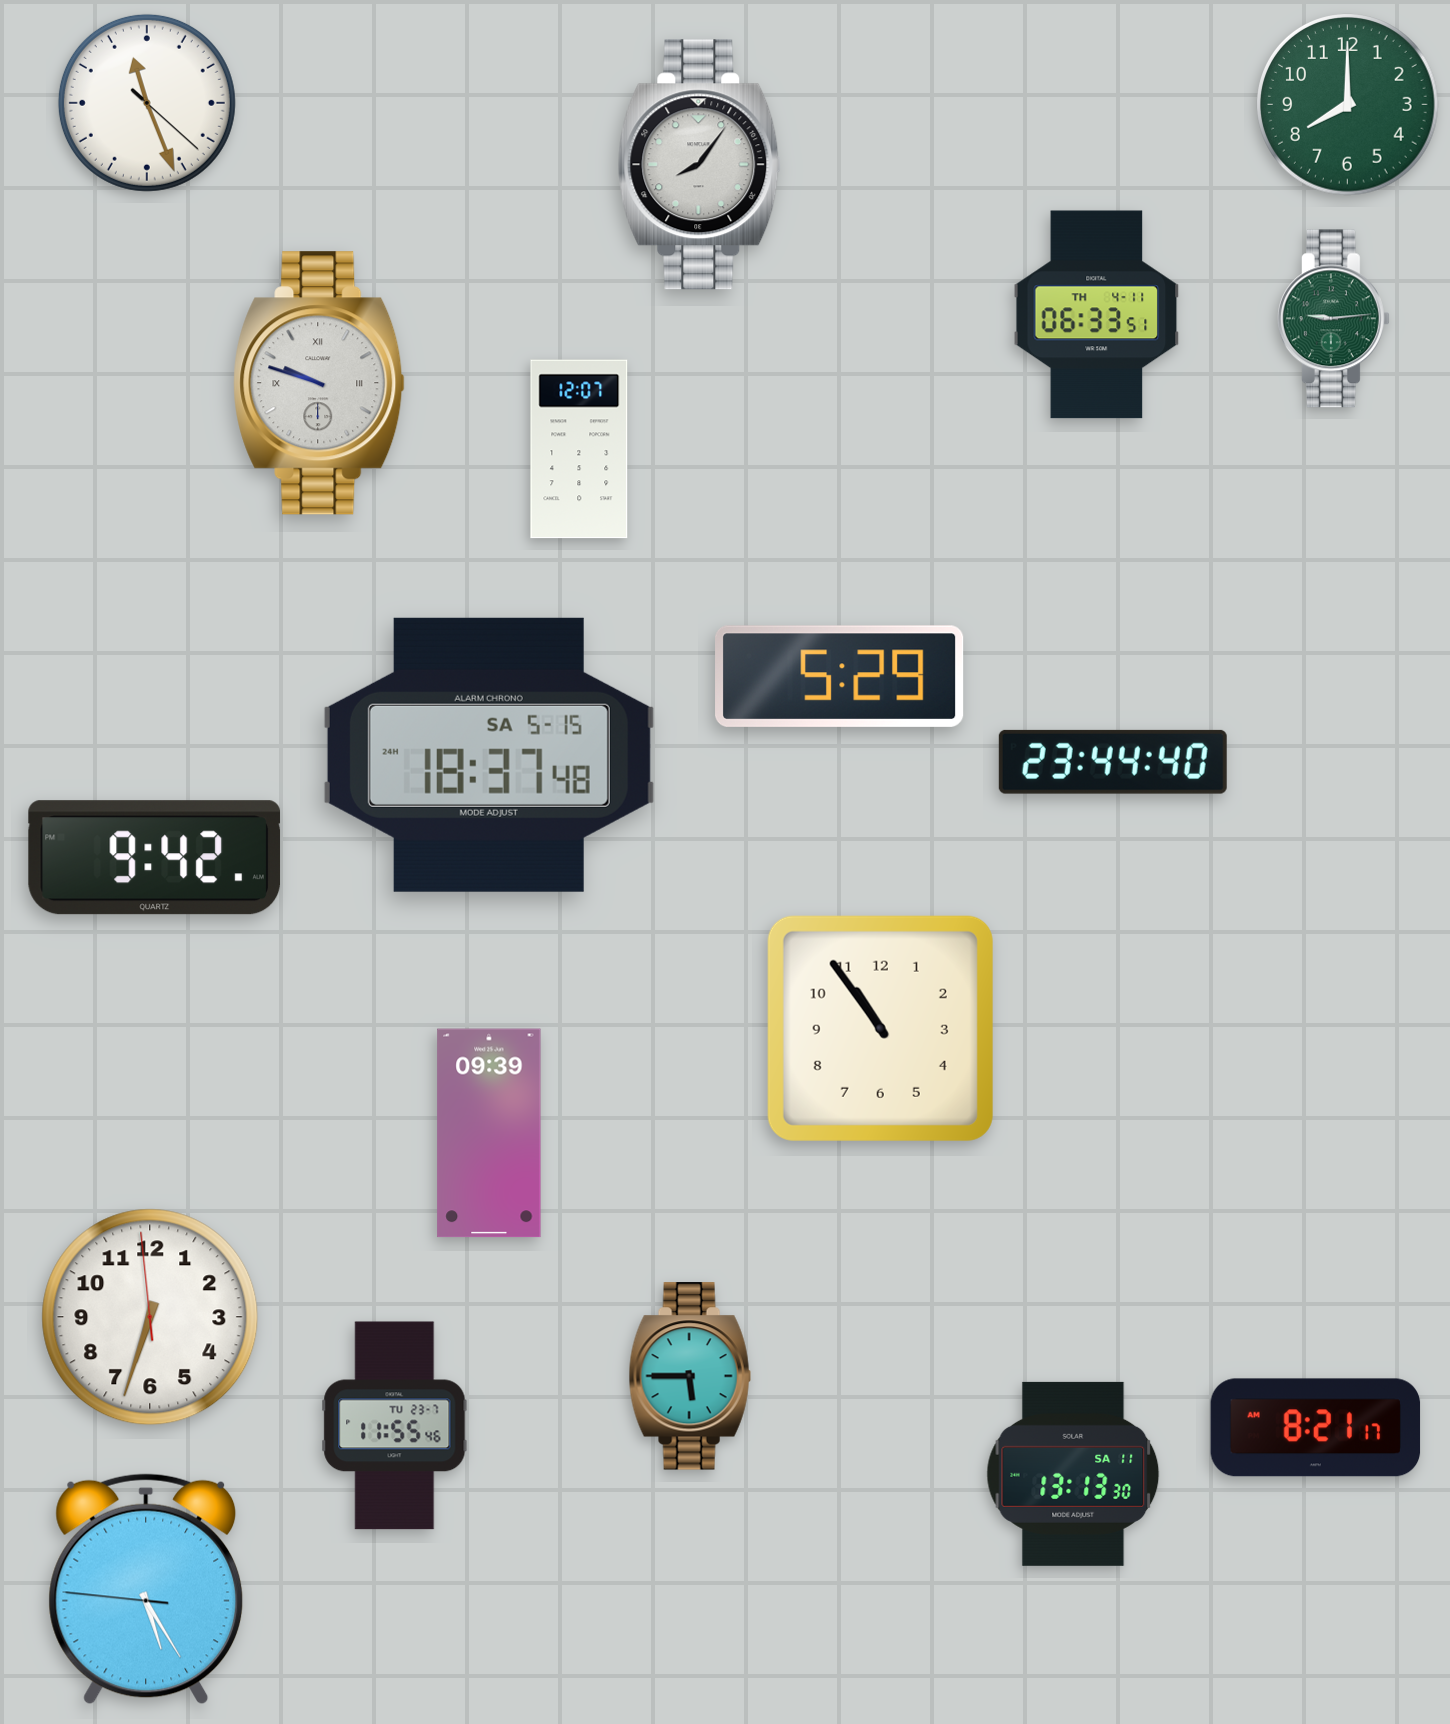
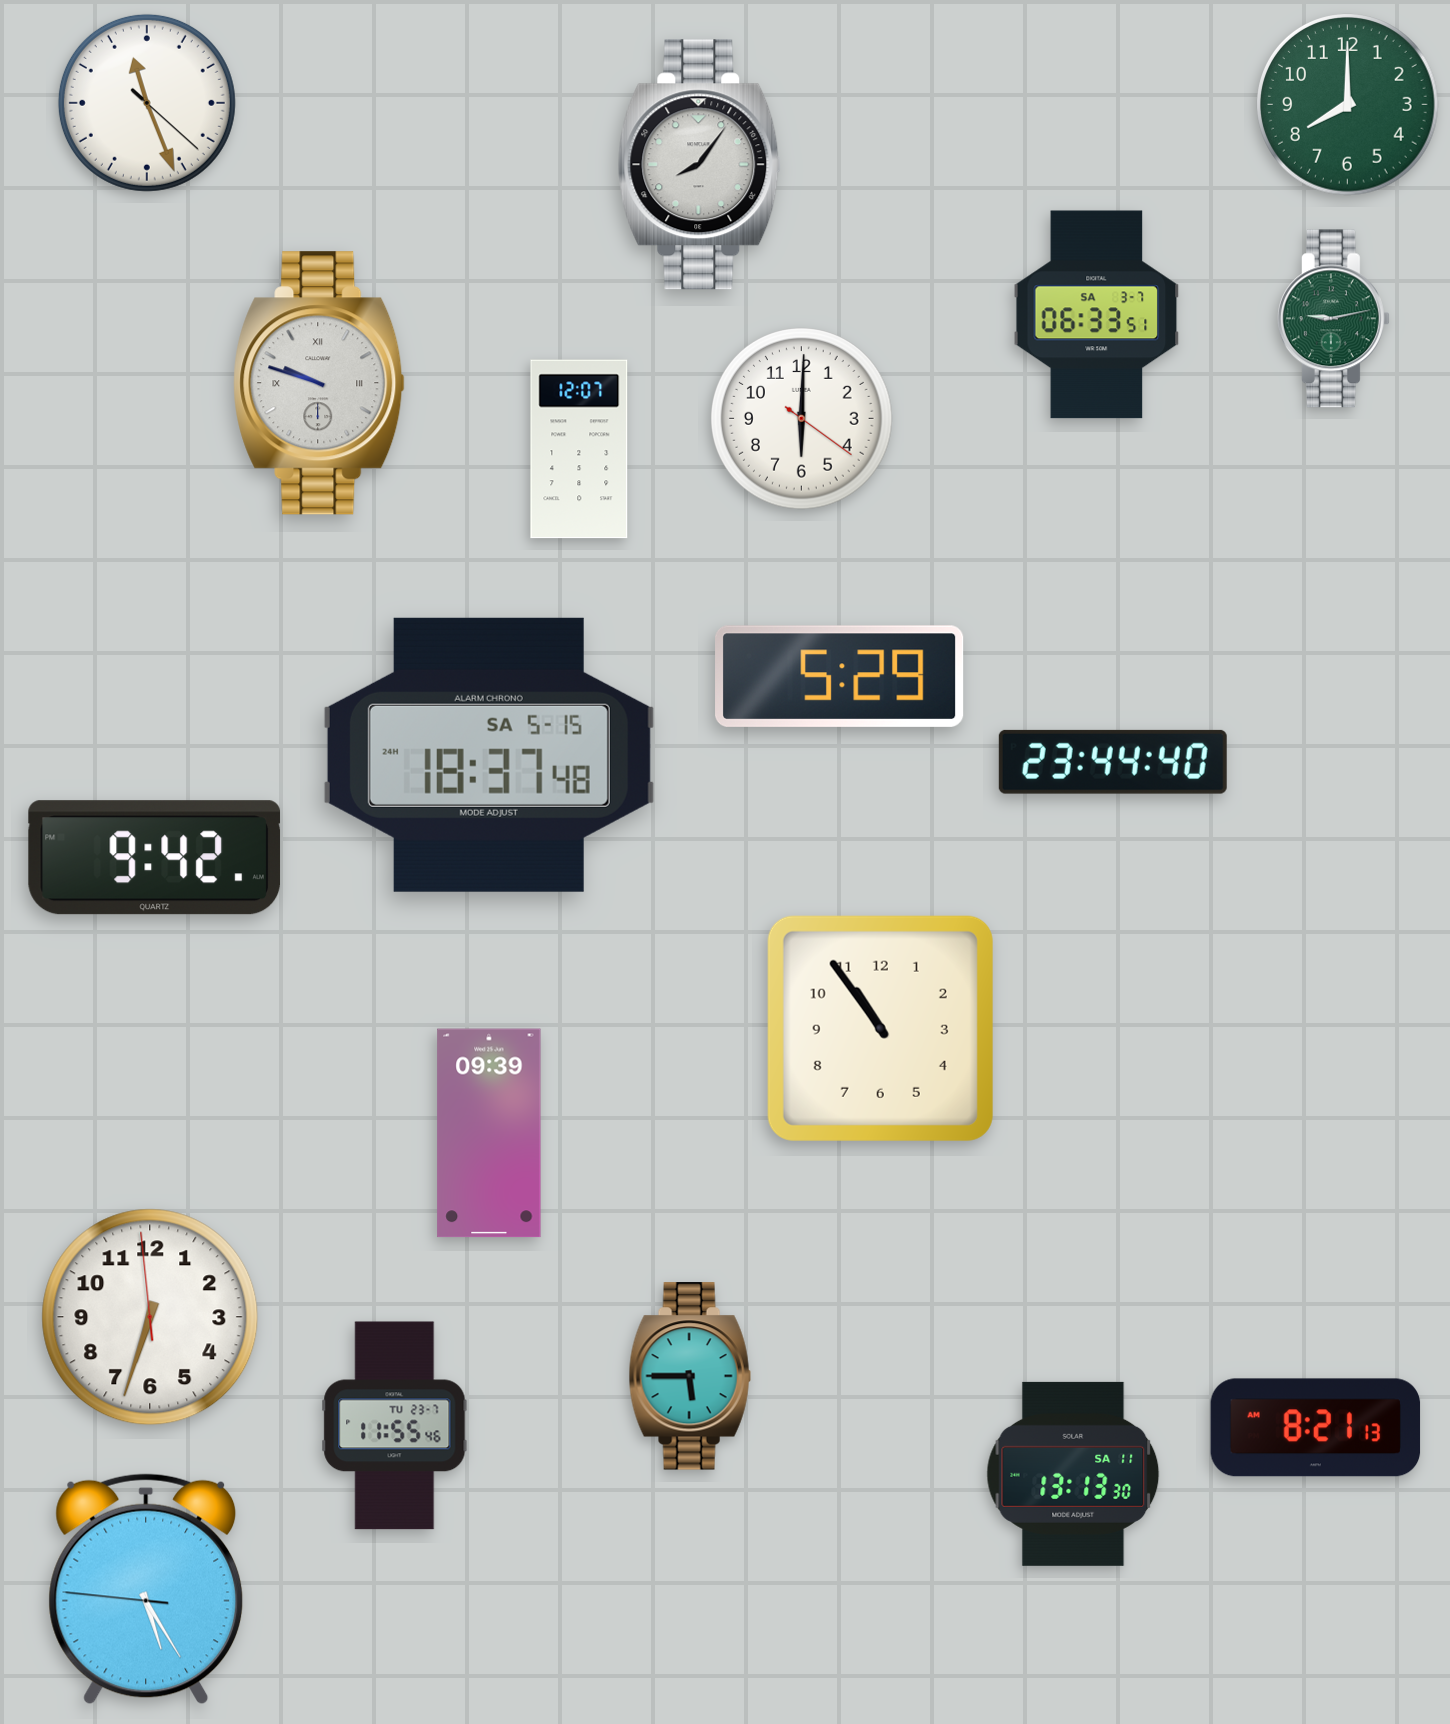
clock at (1097, 315) date: TH 4-11 -> SA 3-7
clock at (1333, 319): 9:14 -> 9:13
clock at (802, 419): none -> 6:00
clock at (1316, 1428): 8:21:17 -> 8:21:13
